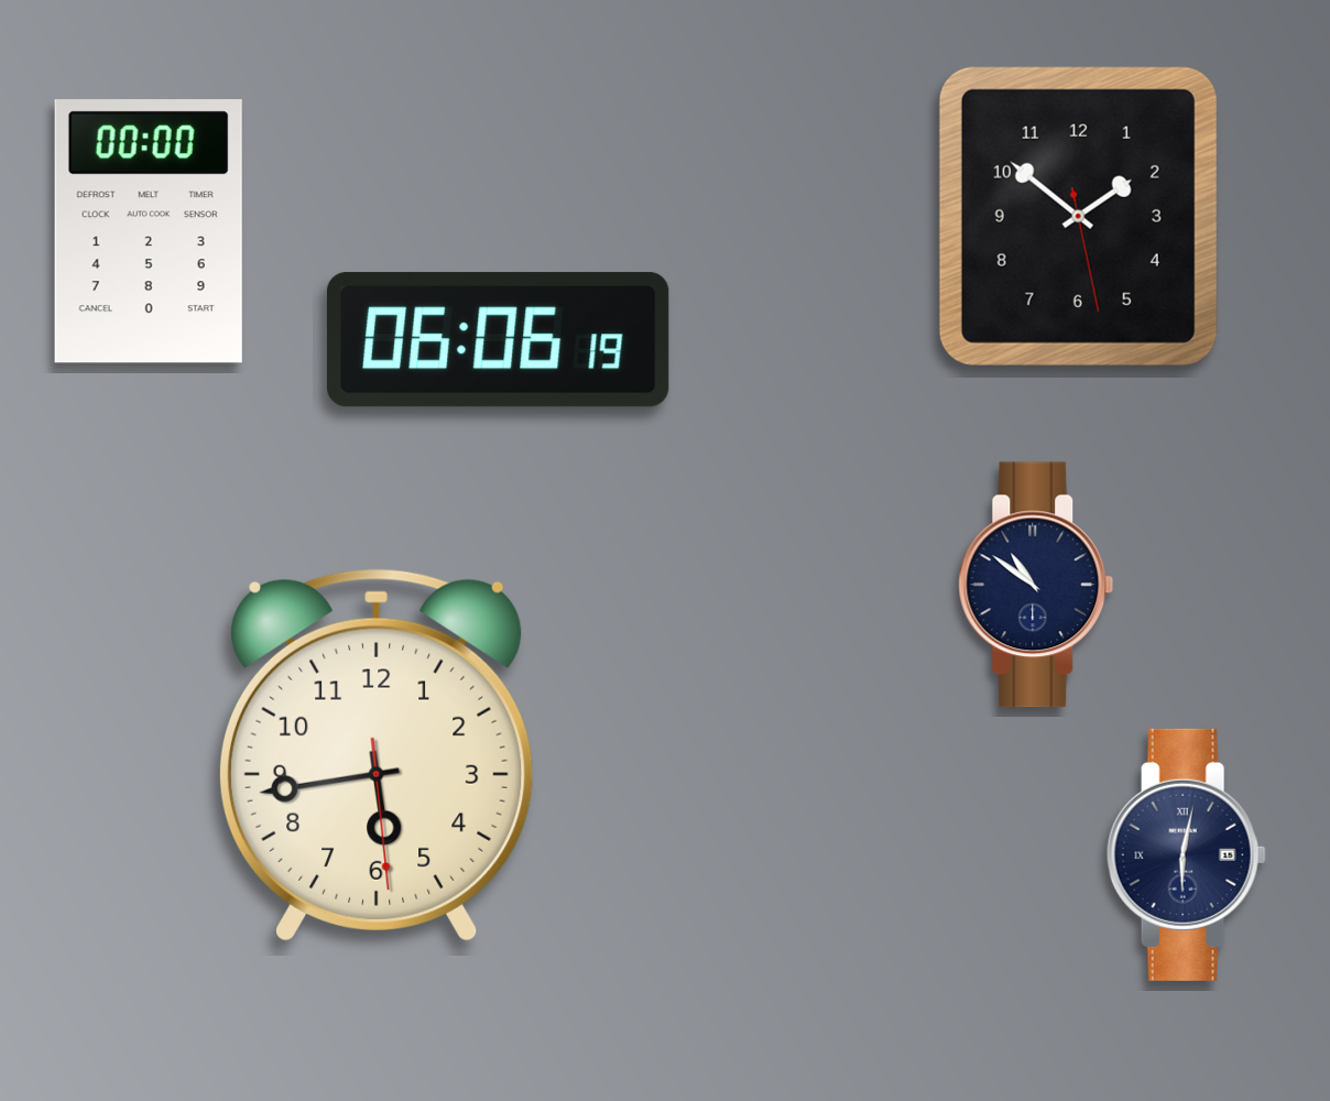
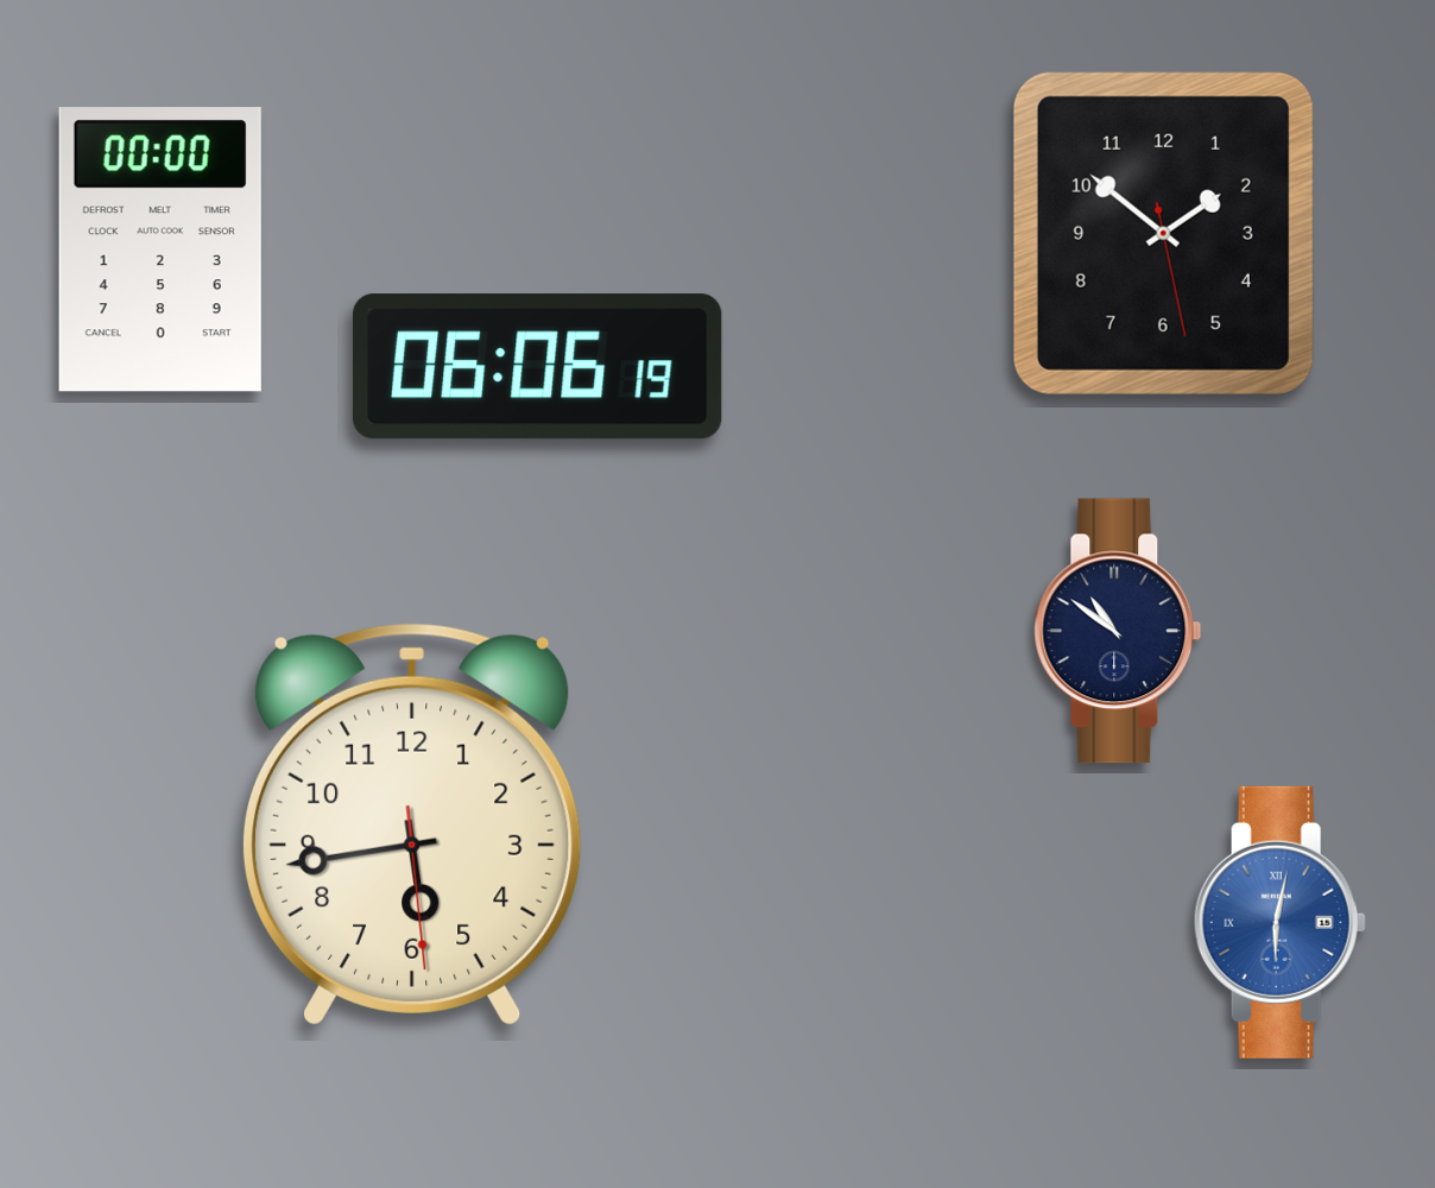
clock at (377, 755) position: (377, 755) -> (412, 824)
clock at (1186, 854) dial: navy -> blue
